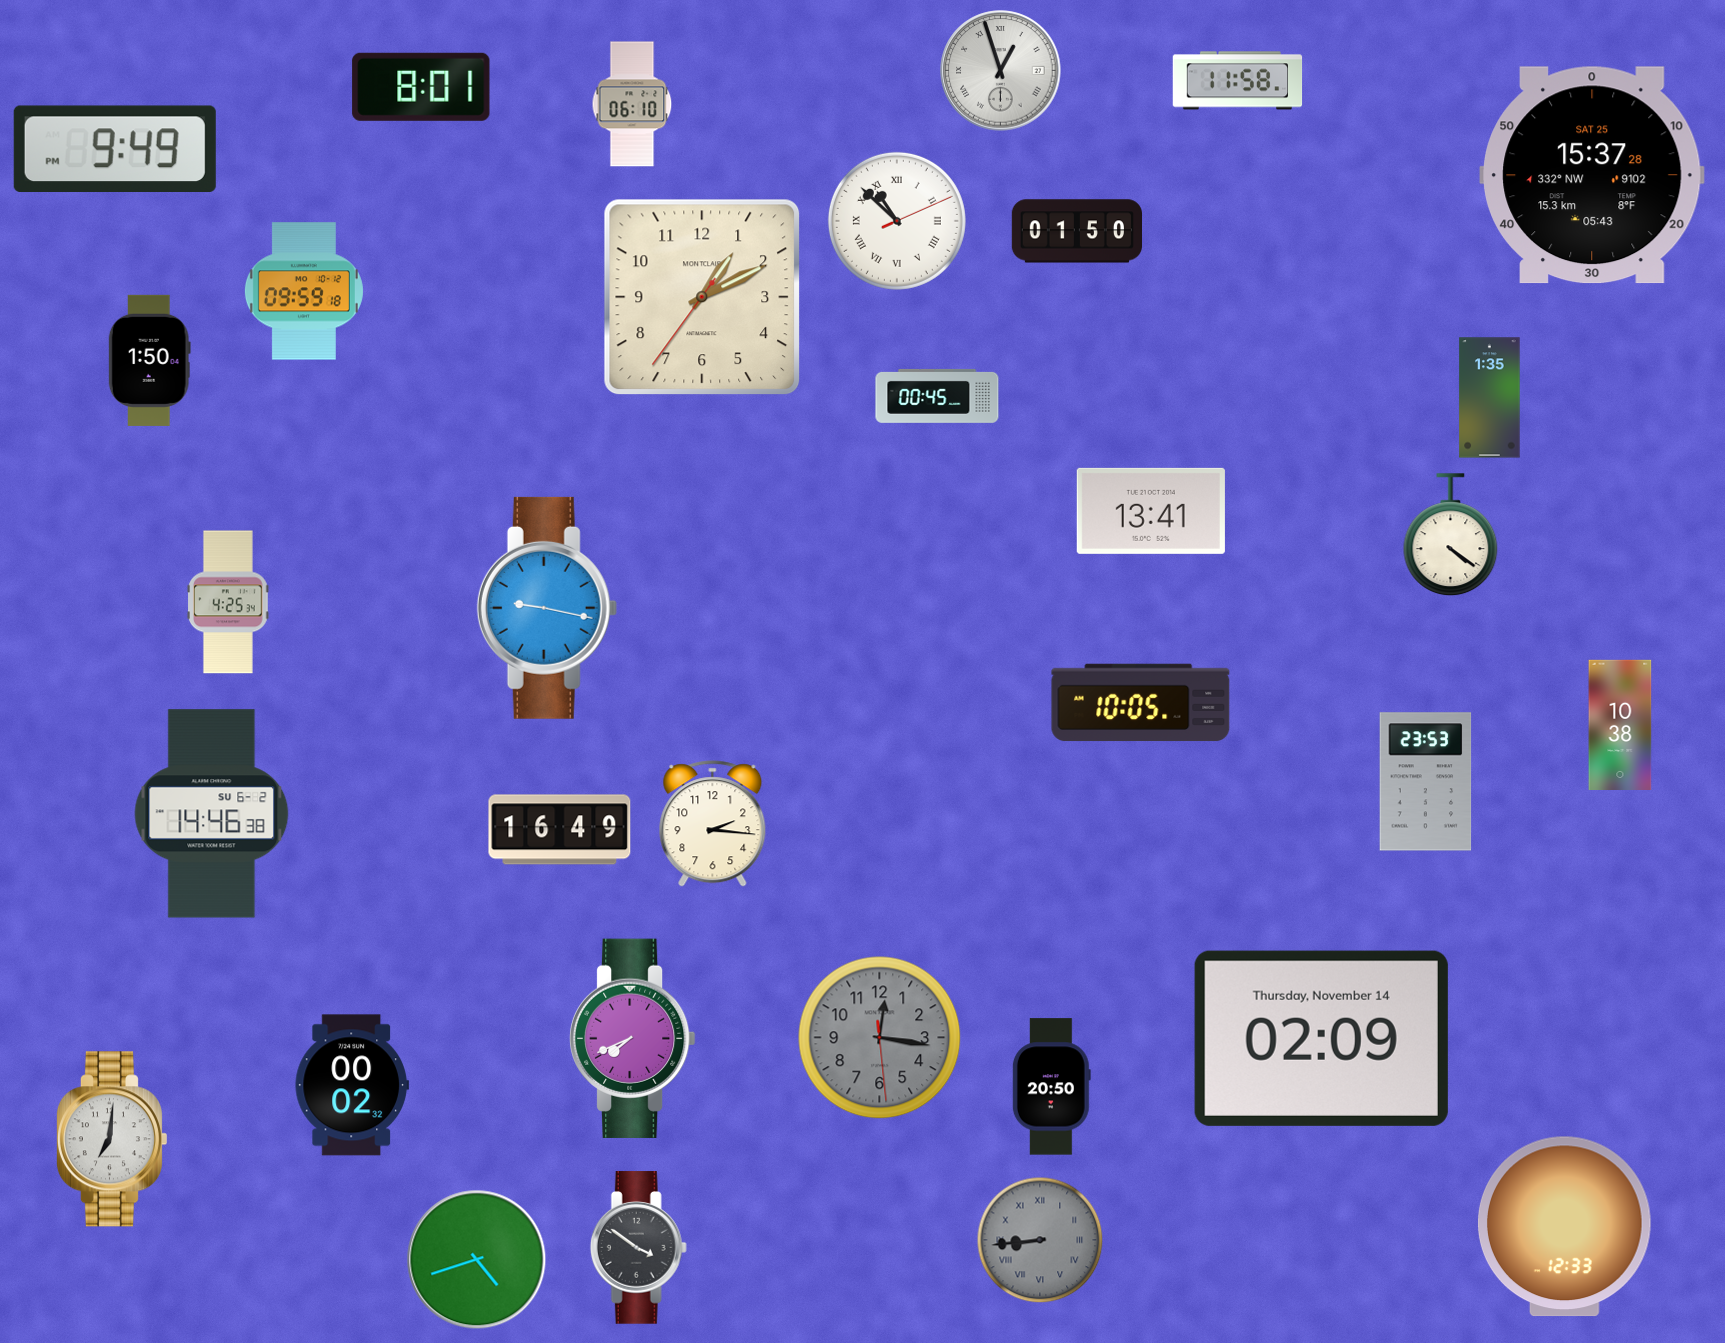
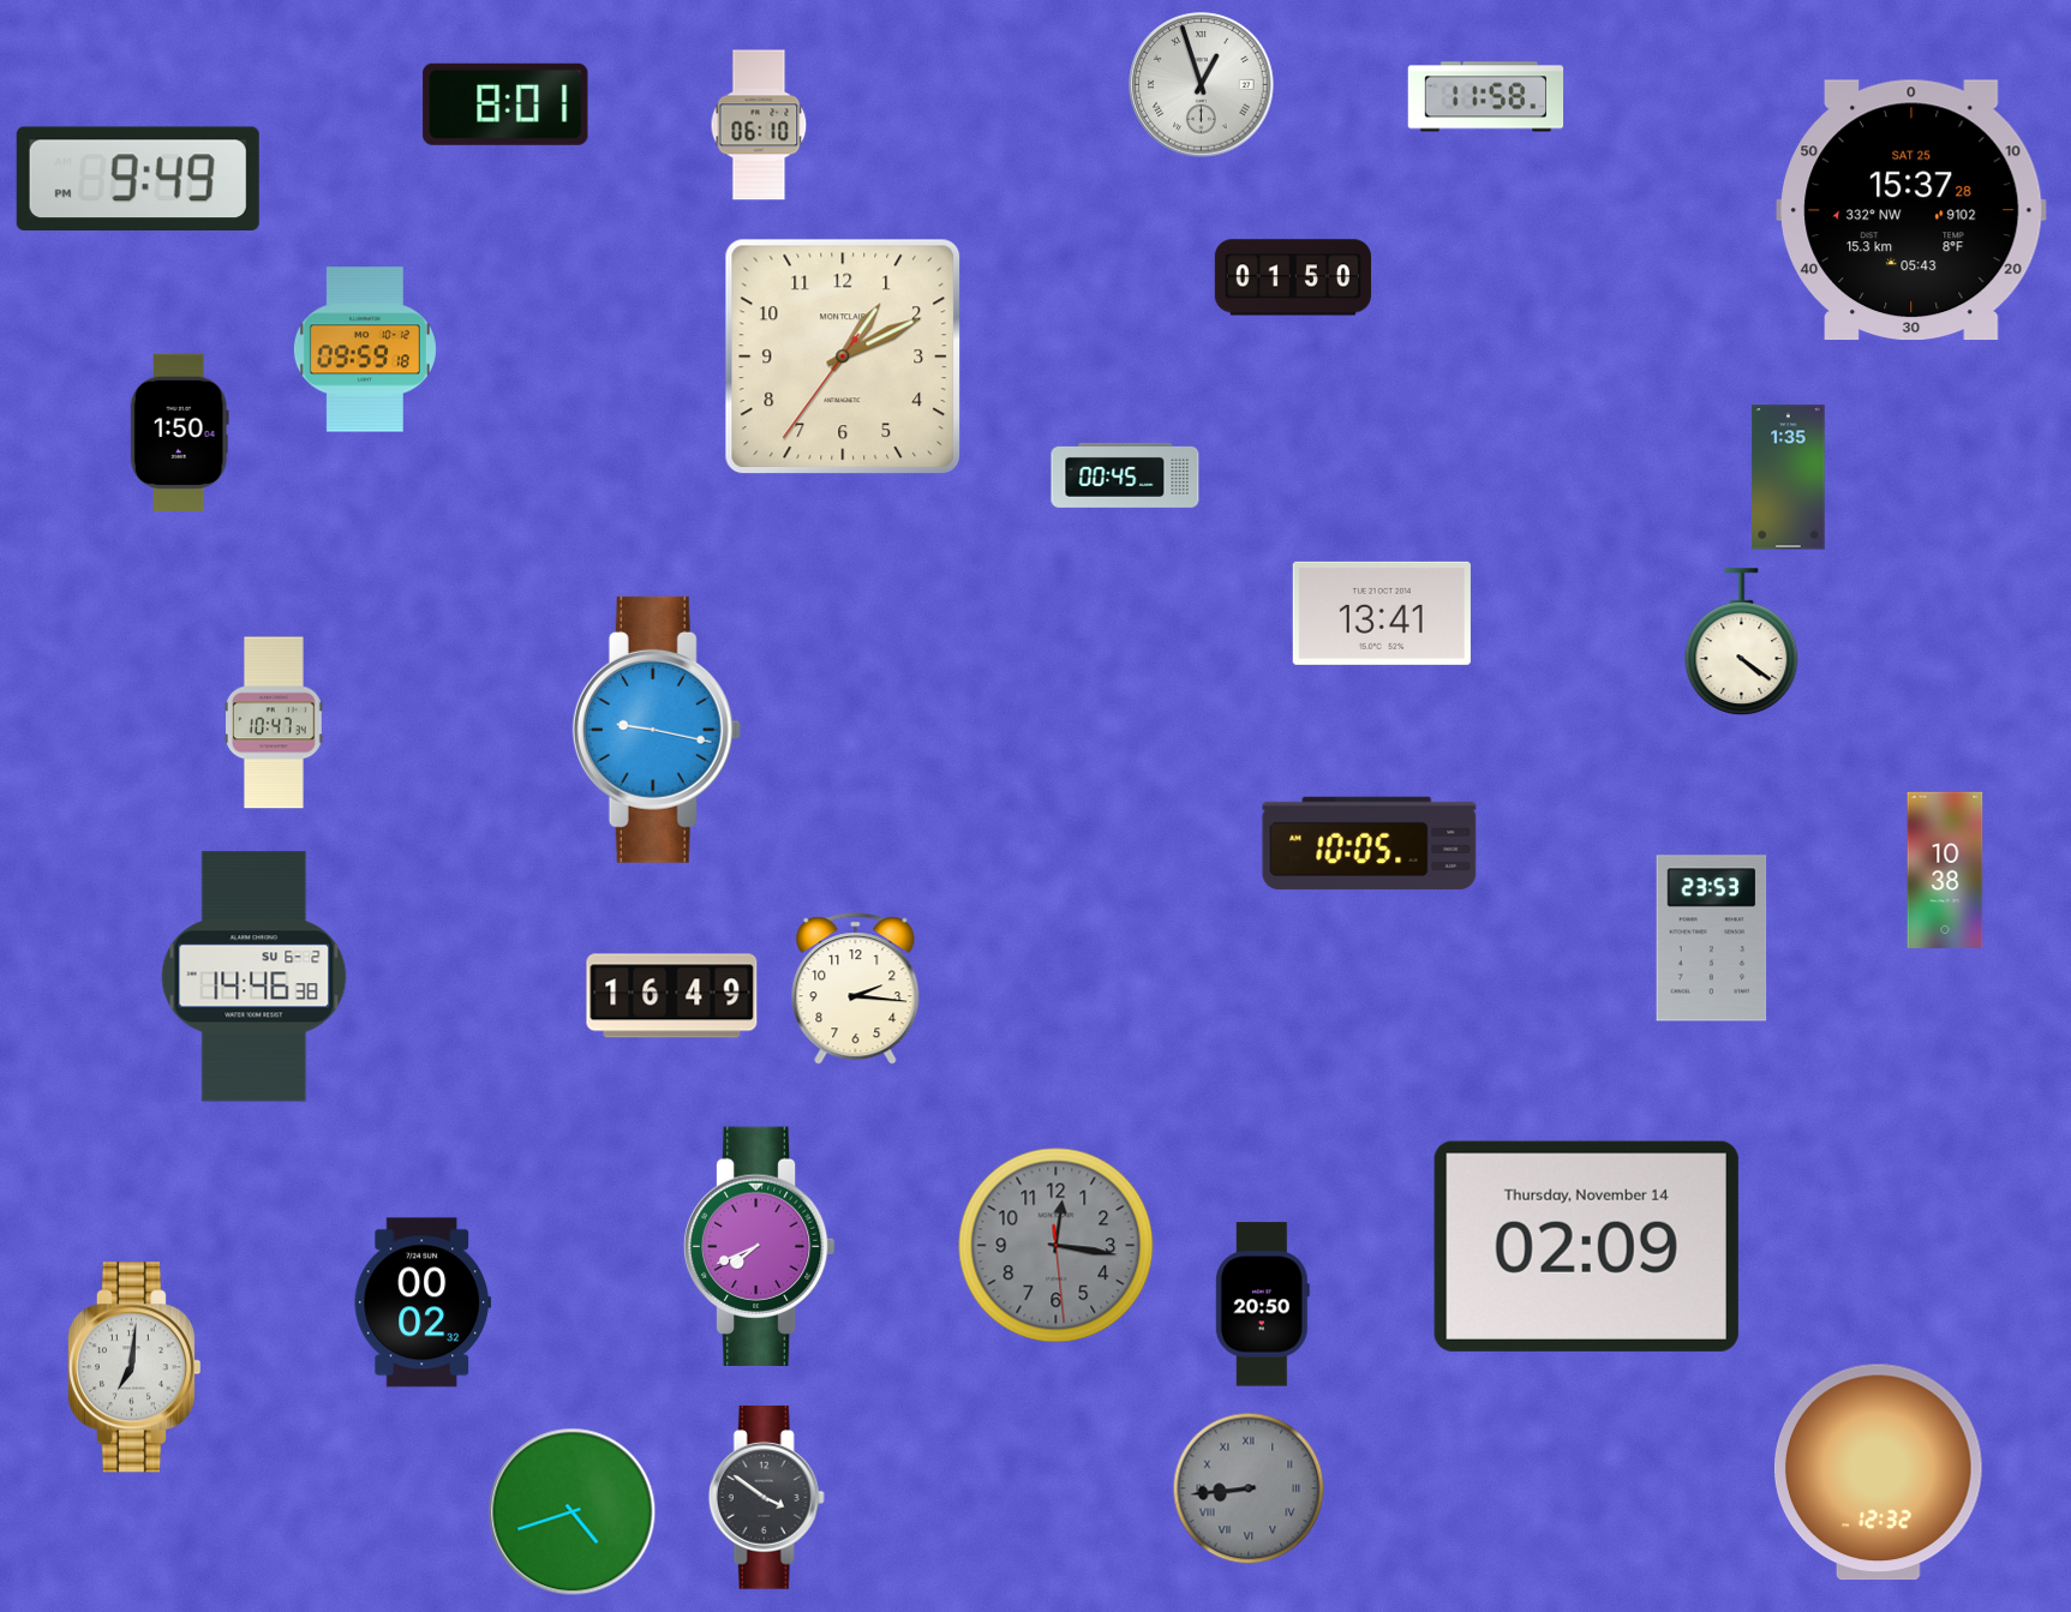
clock at (897, 221): 10:52 -> none
clock at (229, 602): 4:25 -> 10:47
clock at (1564, 1227): 12:33 -> 12:32
